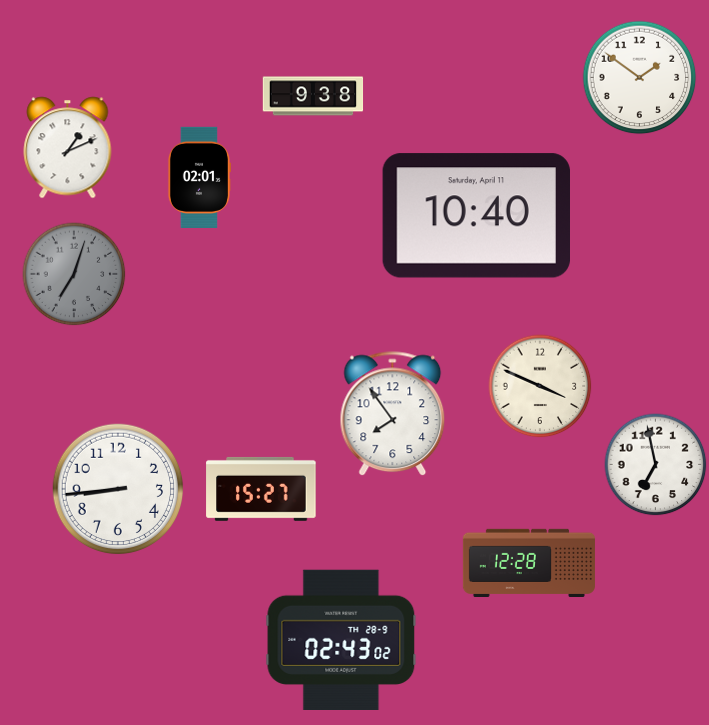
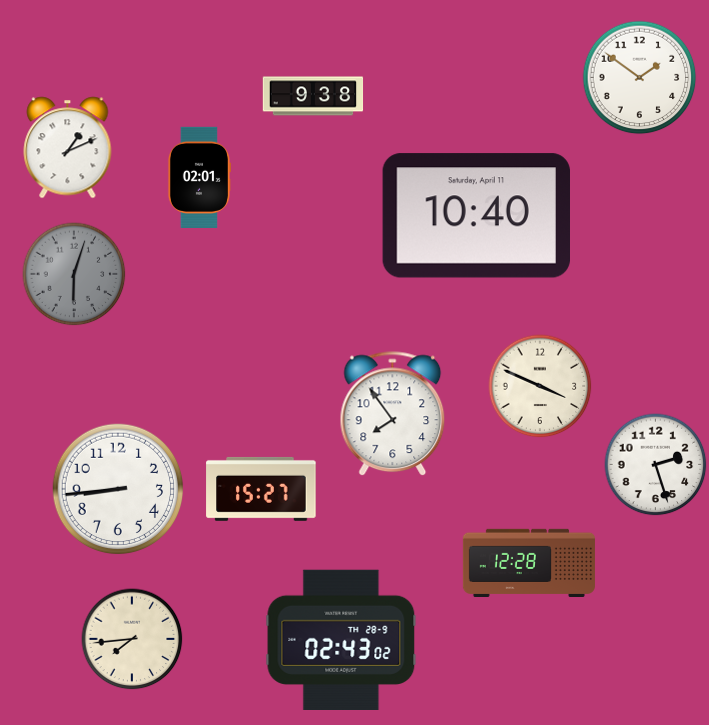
clock at (74, 274): 7:03 -> 6:03
clock at (656, 465): 6:58 -> 2:27
clock at (132, 639): none -> 7:44
